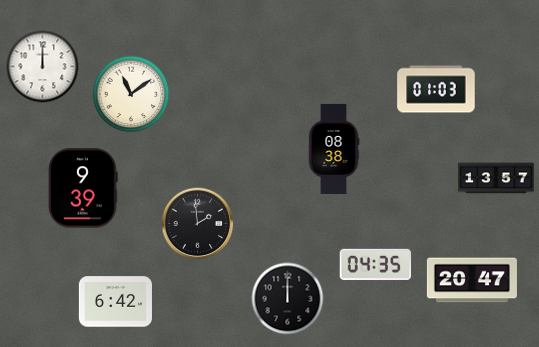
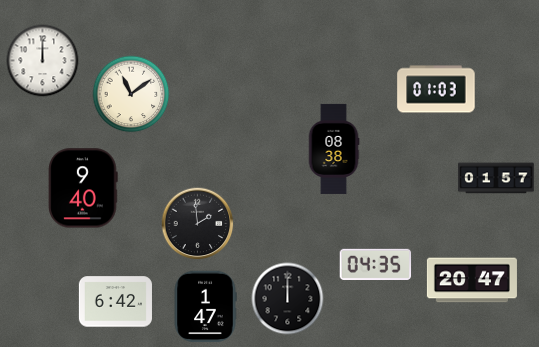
clock at (43, 67) position: (43, 67) -> (43, 61)
clock at (496, 178): 13:57 -> 01:57
clock at (83, 188): 9:39 -> 9:40
clock at (205, 307): none -> 1:47
